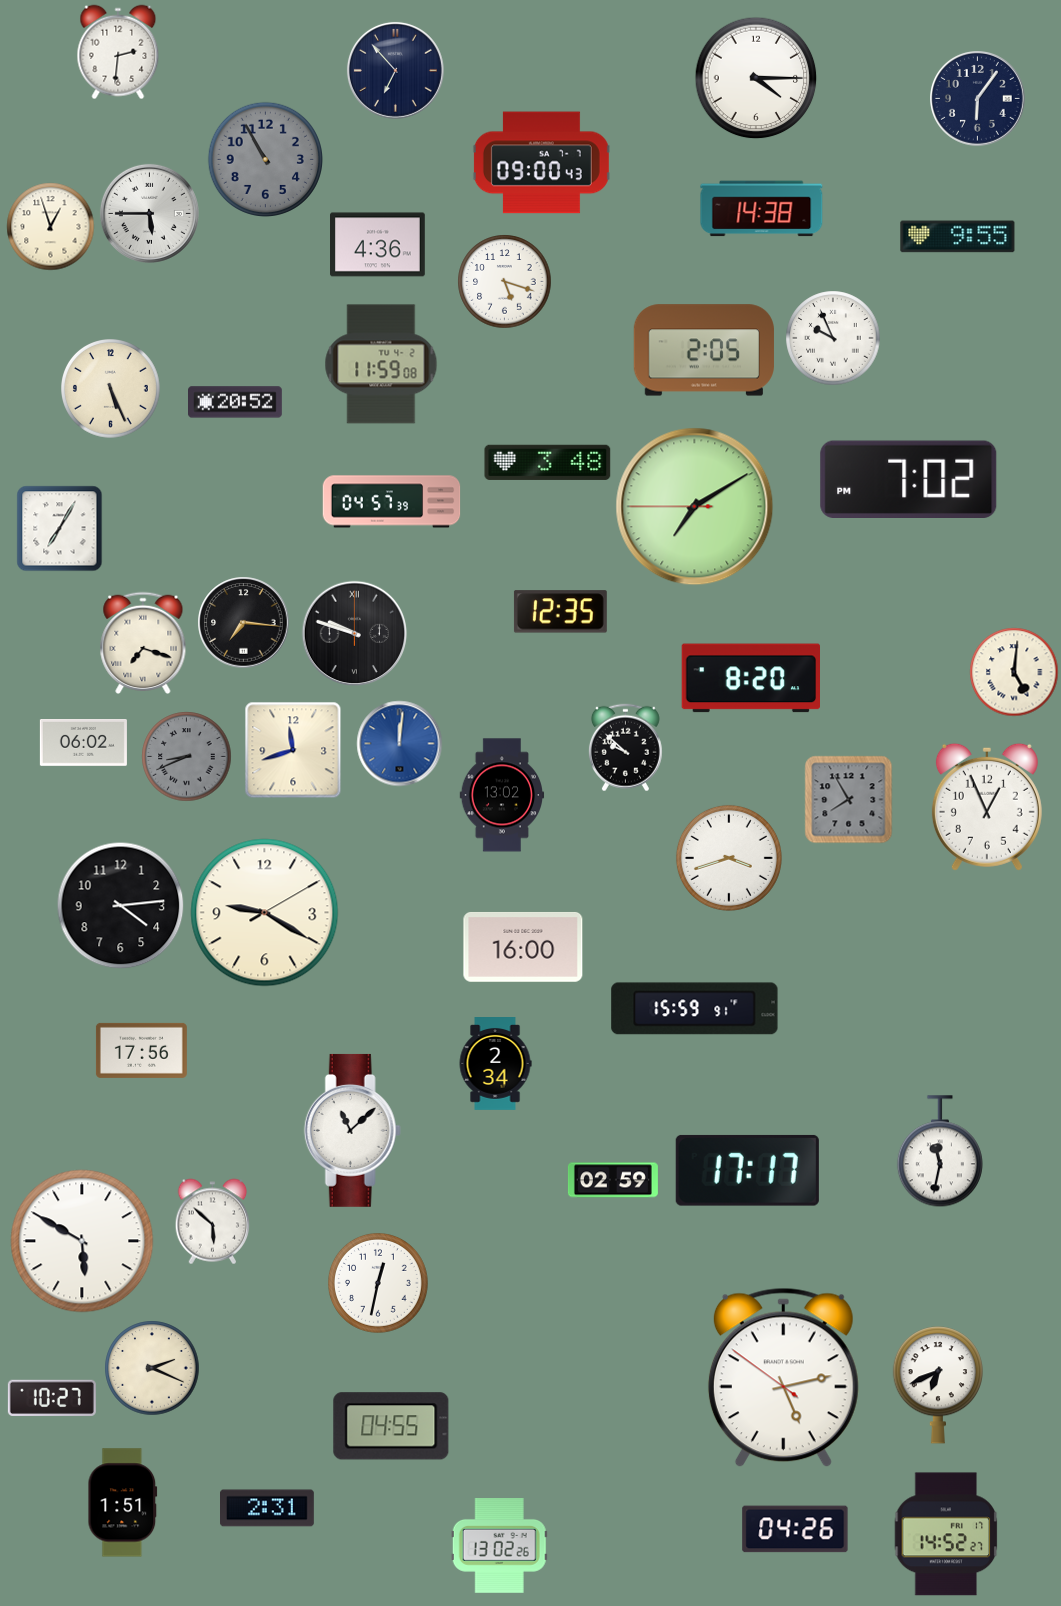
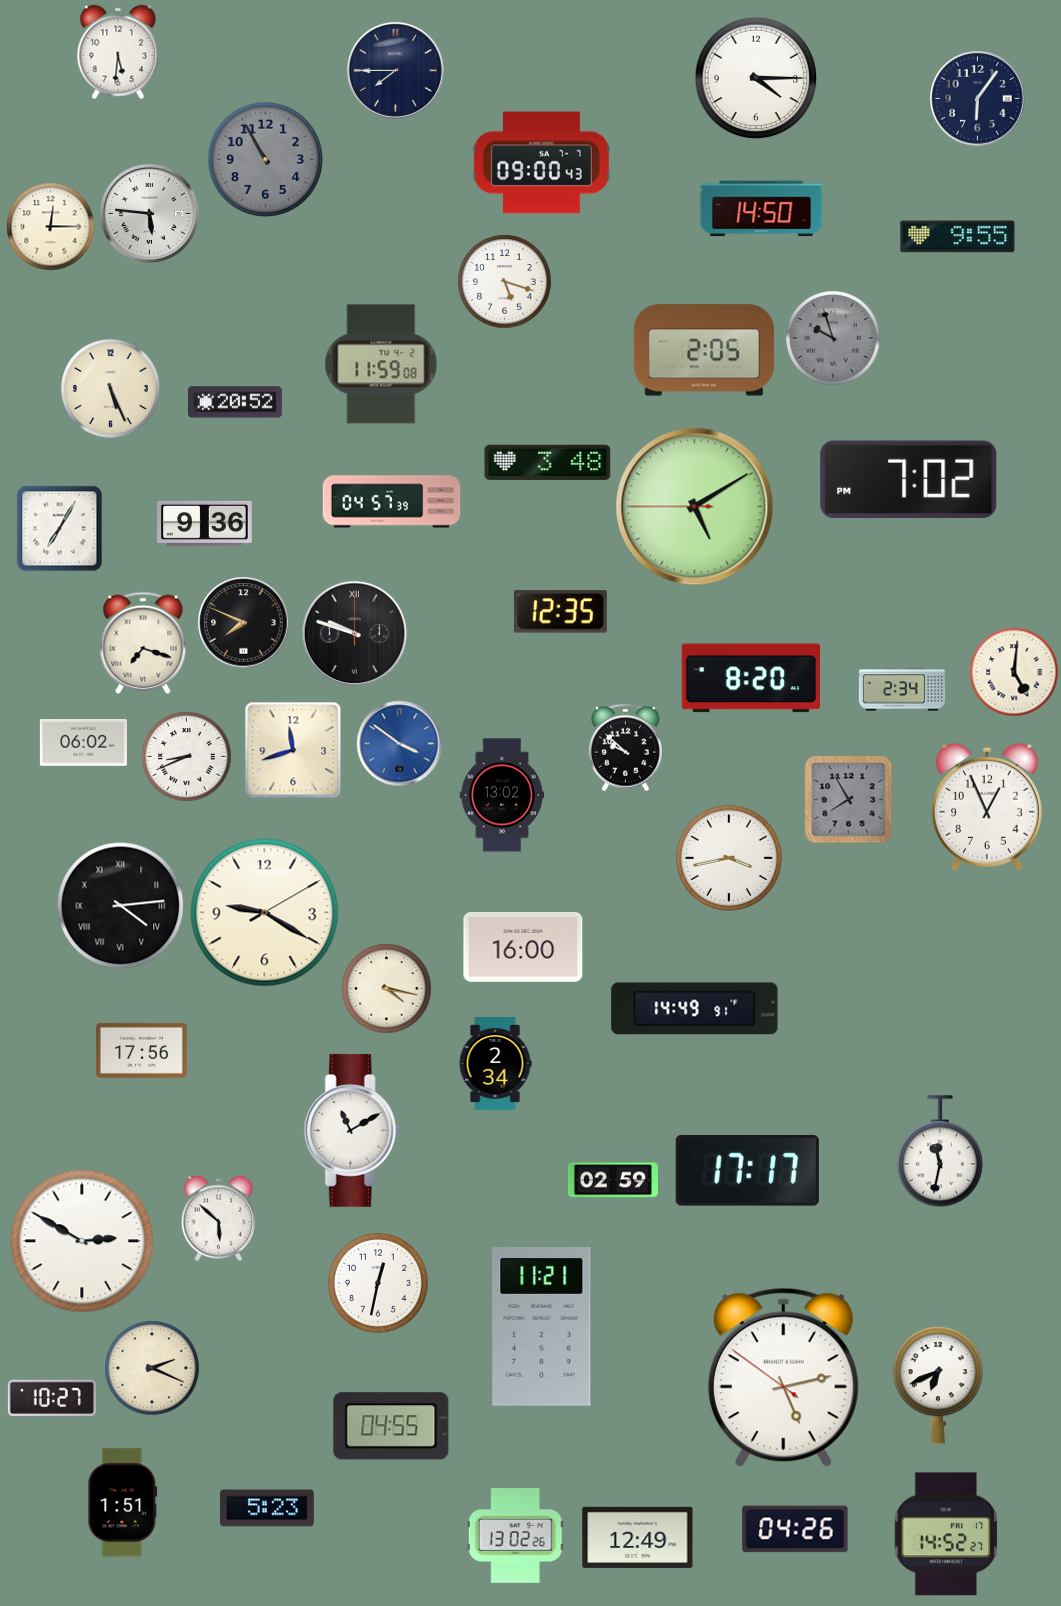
clock at (118, 52): 2:31 -> 5:31
clock at (395, 70): 6:53 -> 7:45
clock at (762, 209): 14:38 -> 14:50
clock at (149, 213): 5:45 -> 5:46
clock at (50, 226): 12:57 -> 12:15
clock at (378, 245): 4:36 -> none
clock at (833, 338): 9:56 -> 9:57
clock at (833, 338) dial: white -> grey
clock at (695, 507): 7:09 -> 5:09
clock at (205, 523): none -> 9:36
clock at (243, 622): 7:16 -> 7:49
clock at (902, 689): none -> 2:34
clock at (399, 743): 12:01 -> 3:51
clock at (186, 756) dial: grey -> white
clock at (729, 858): 3:42 -> 3:43
clock at (120, 905) numerals: Arabic -> Roman
clock at (386, 988): none -> 4:17
clock at (695, 1009): 15:59 -> 14:49
clock at (352, 1130): 11:08 -> 11:10
clock at (213, 1221) position: (213, 1221) -> (219, 1218)
clock at (82, 1241): 5:50 -> 2:50
clock at (542, 1327): none -> 11:21
clock at (268, 1508): 2:31 -> 5:23
clock at (638, 1537): none -> 12:49
clock at (499, 1546) position: (499, 1546) -> (515, 1536)
